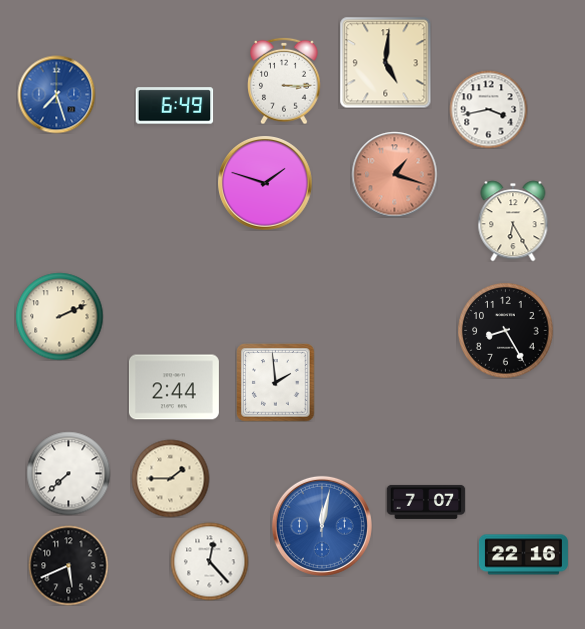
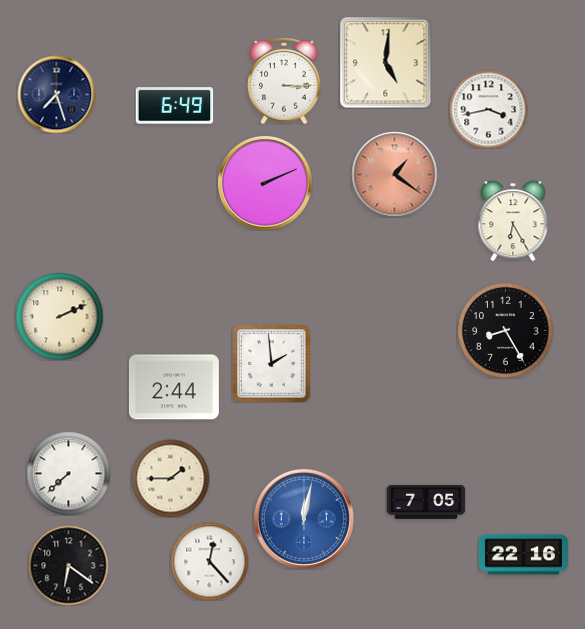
clock at (56, 94) dial: blue -> navy
clock at (394, 174): 1:18 -> 1:21
clock at (265, 183): 1:48 -> 2:11
clock at (275, 382) position: (275, 382) -> (271, 363)
clock at (426, 502): 7:07 -> 7:05
clock at (322, 526) position: (322, 526) -> (304, 519)
clock at (68, 565): 5:41 -> 6:21
